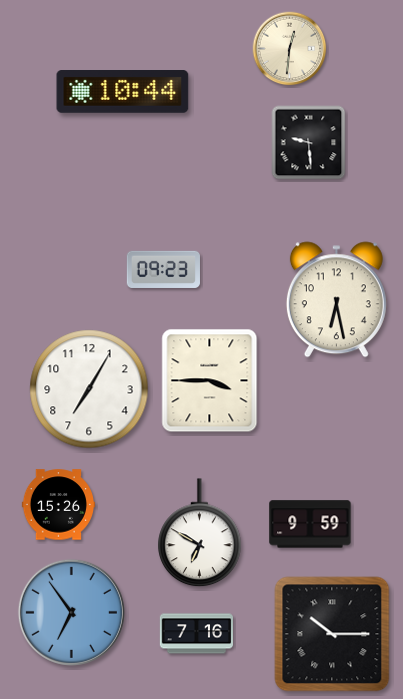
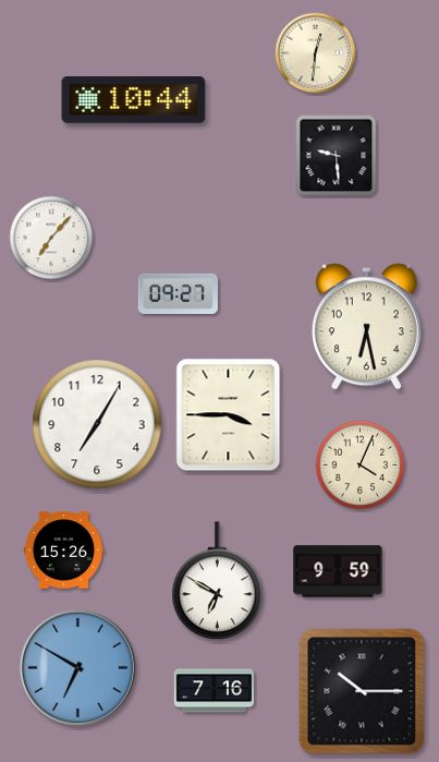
clock at (51, 238): none -> 7:07
clock at (163, 269): 09:23 -> 09:27
clock at (361, 465): none -> 4:04
clock at (71, 612): 6:54 -> 6:50
